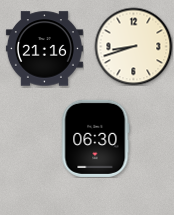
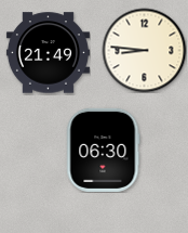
clock at (133, 46): 8:42 -> 8:46
clock at (44, 49): 21:16 -> 21:49
